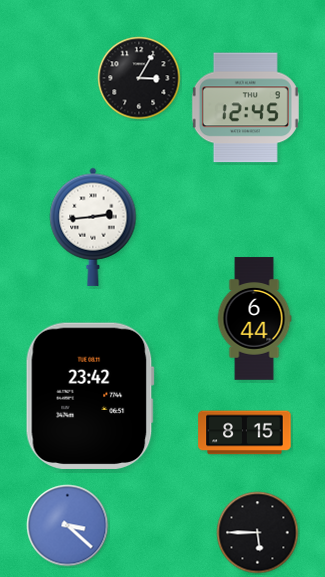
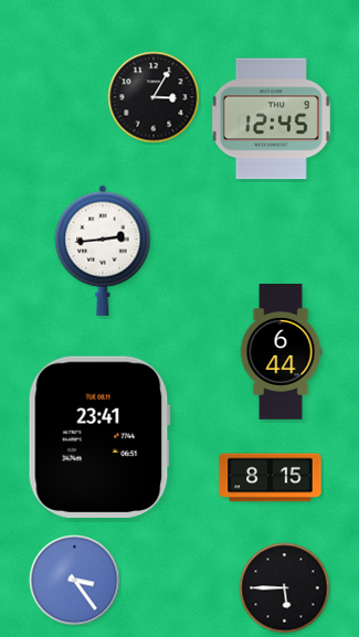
clock at (139, 78) position: (139, 78) -> (154, 97)
clock at (90, 395): 23:42 -> 23:41
clock at (68, 526): 3:22 -> 3:24
